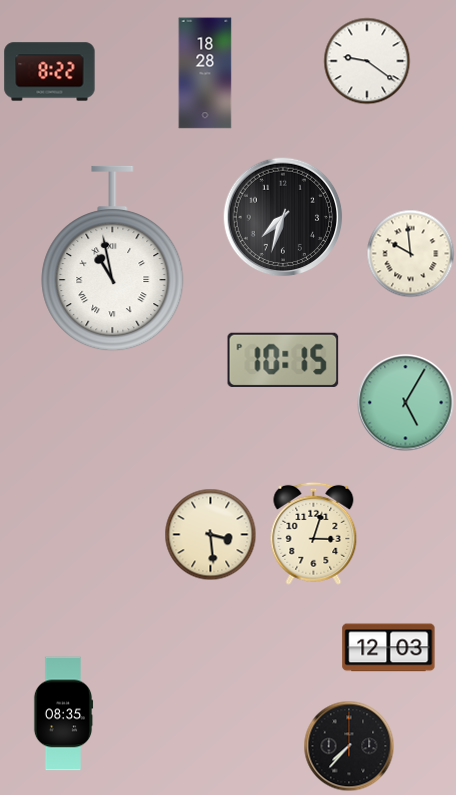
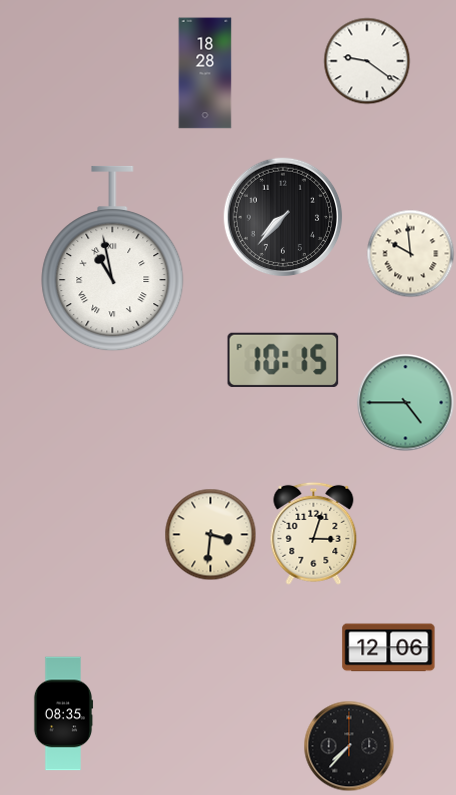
clock at (50, 72): 8:22 -> none
clock at (283, 217): 7:33 -> 7:37
clock at (406, 403): 5:05 -> 4:45
clock at (210, 534): 3:29 -> 3:31
clock at (389, 648): 12:03 -> 12:06
